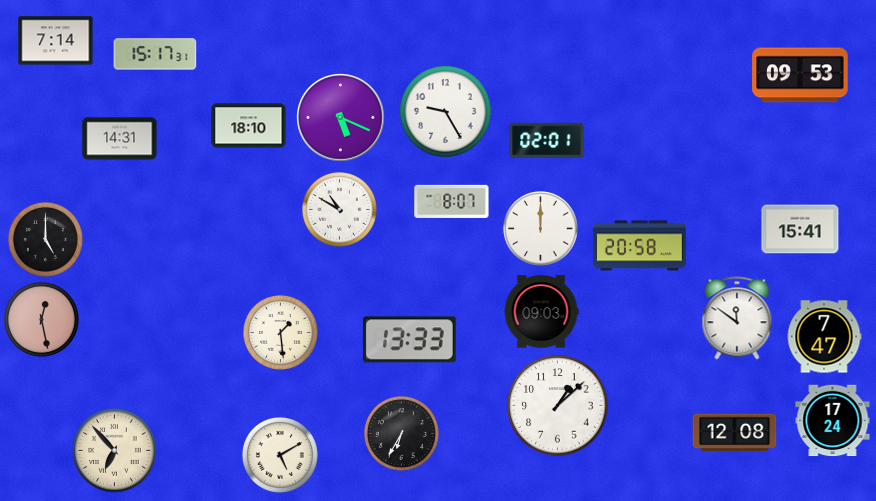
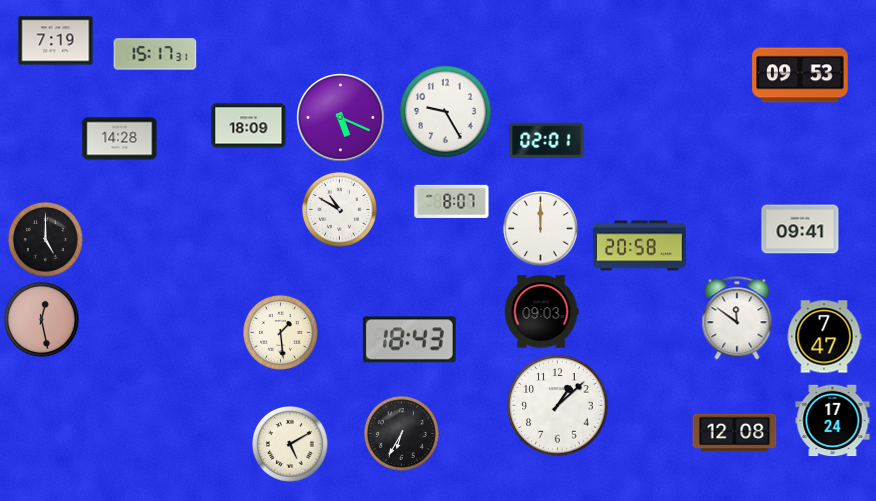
clock at (56, 41): 7:14 -> 7:19
clock at (249, 126): 18:10 -> 18:09
clock at (120, 139): 14:31 -> 14:28
clock at (800, 229): 15:41 -> 09:41
clock at (409, 340): 13:33 -> 18:43
clock at (115, 451): 6:53 -> none
clock at (280, 455) position: (280, 455) -> (290, 444)
